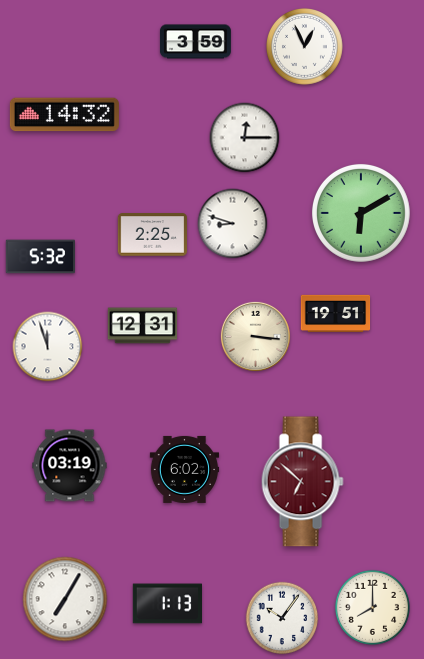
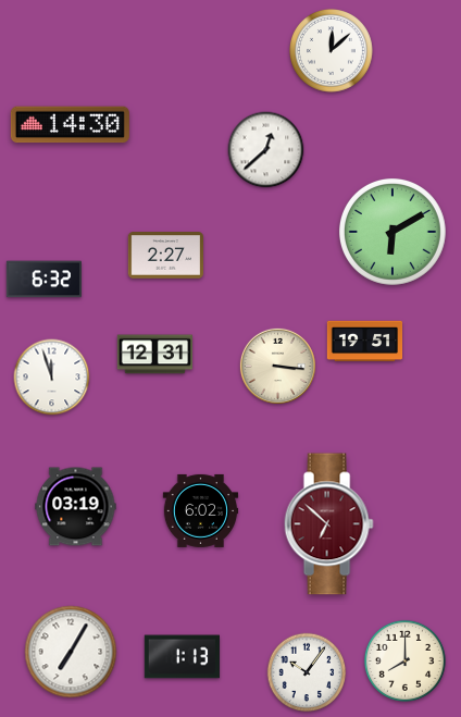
clock at (195, 42): 3:59 -> none
clock at (305, 47): 12:56 -> 12:08
clock at (64, 115): 14:32 -> 14:30
clock at (245, 138): 12:15 -> 12:38
clock at (233, 224): 8:48 -> none
clock at (152, 235): 2:25 -> 2:27
clock at (40, 257): 5:32 -> 6:32
